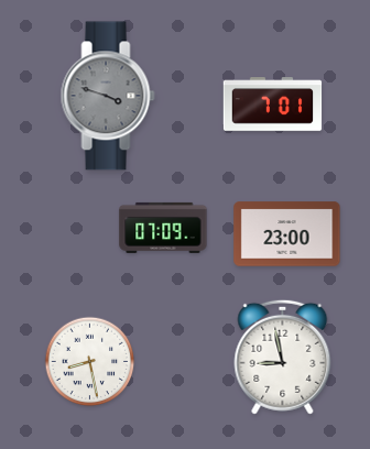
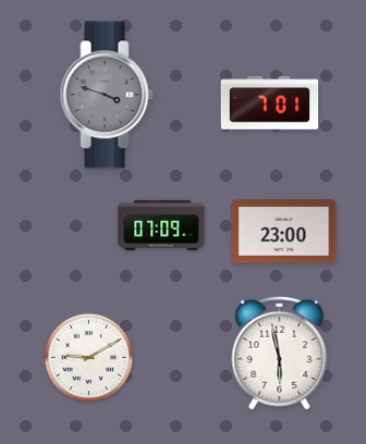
clock at (283, 357): 8:58 -> 5:58
clock at (90, 362): 8:28 -> 9:10
